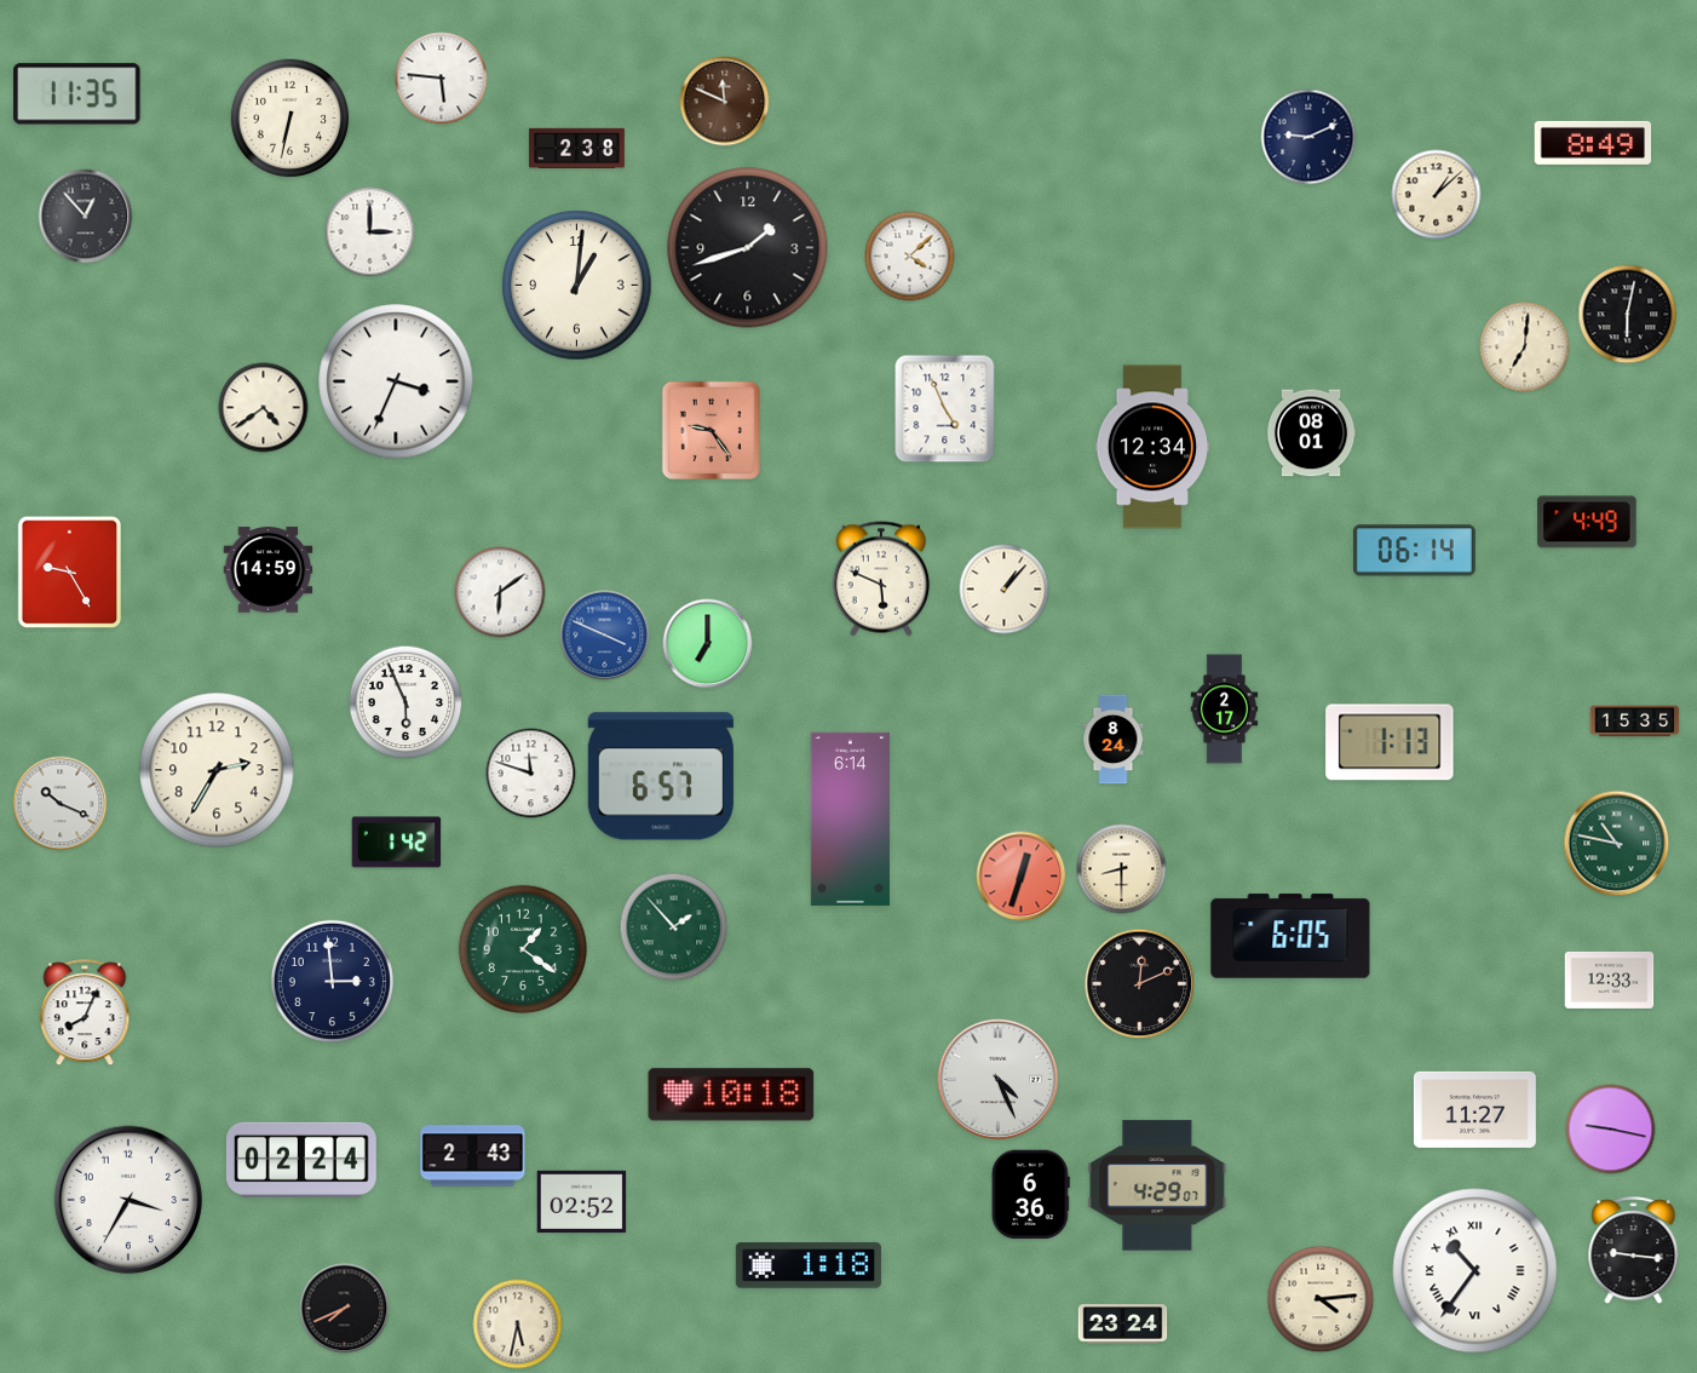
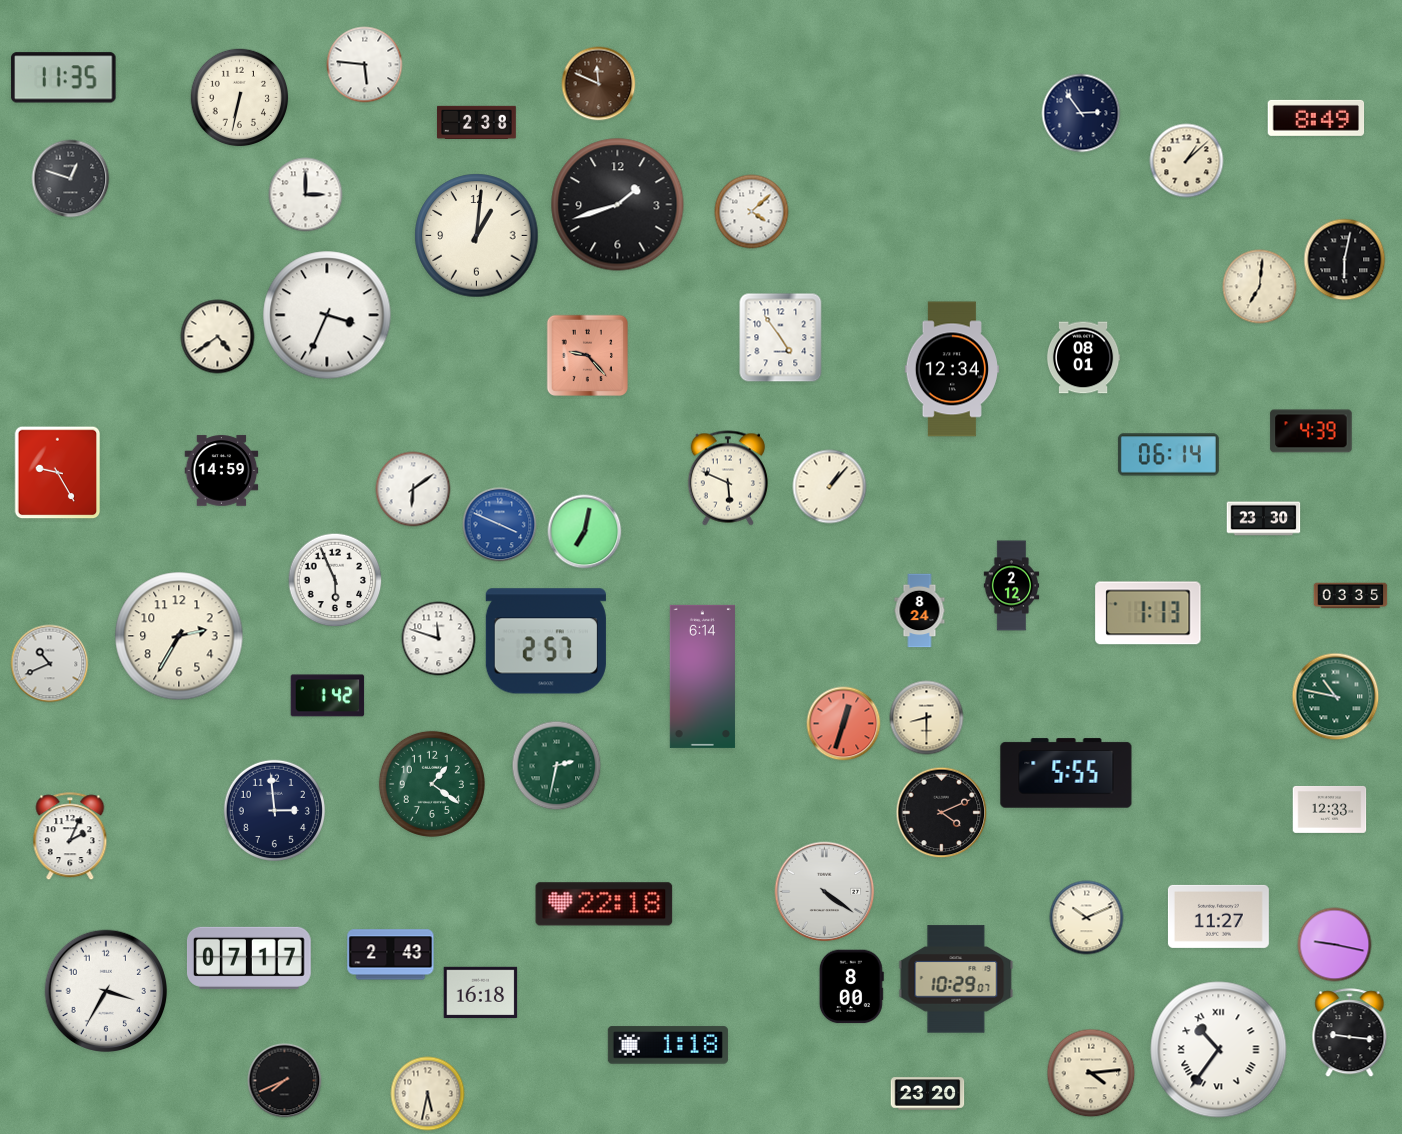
clock at (1308, 137): 9:11 -> 2:54
clock at (86, 217): 12:53 -> 12:48
clock at (370, 232) position: (370, 232) -> (306, 195)
clock at (945, 409): 4:56 -> 4:54
clock at (711, 430): 9:24 -> 9:23
clock at (1587, 522): 4:49 -> 4:39
clock at (1264, 519): none -> 23:30
clock at (708, 644): 7:00 -> 7:02
clock at (1225, 710): 2:17 -> 2:12
clock at (1635, 722): 15:35 -> 03:35
clock at (661, 776): 6:57 -> 2:57
clock at (61, 804): 10:19 -> 10:41
clock at (674, 927): 1:53 -> 2:32
clock at (1290, 936): 6:05 -> 5:55
clock at (1140, 984): 12:11 -> 4:11
clock at (85, 1013): 8:04 -> 2:04
clock at (999, 1080): 4:26 -> 4:21
clock at (731, 1095): 10:18 -> 22:18
clock at (1087, 918): none -> 10:11
clock at (1611, 1130) position: (1611, 1130) -> (1335, 945)
clock at (301, 1160): 02:24 -> 07:17
clock at (1157, 1185): 4:29 -> 10:29
clock at (1030, 1195): 6:36 -> 8:00
clock at (582, 1201): 02:52 -> 16:18
clock at (1123, 1325): 23:24 -> 23:20
